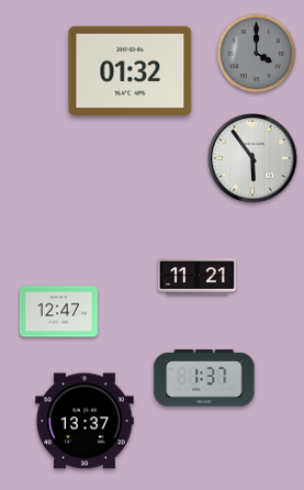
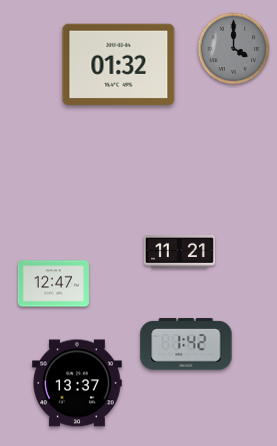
clock at (252, 158): 5:54 -> none
clock at (204, 378): 1:37 -> 1:42
